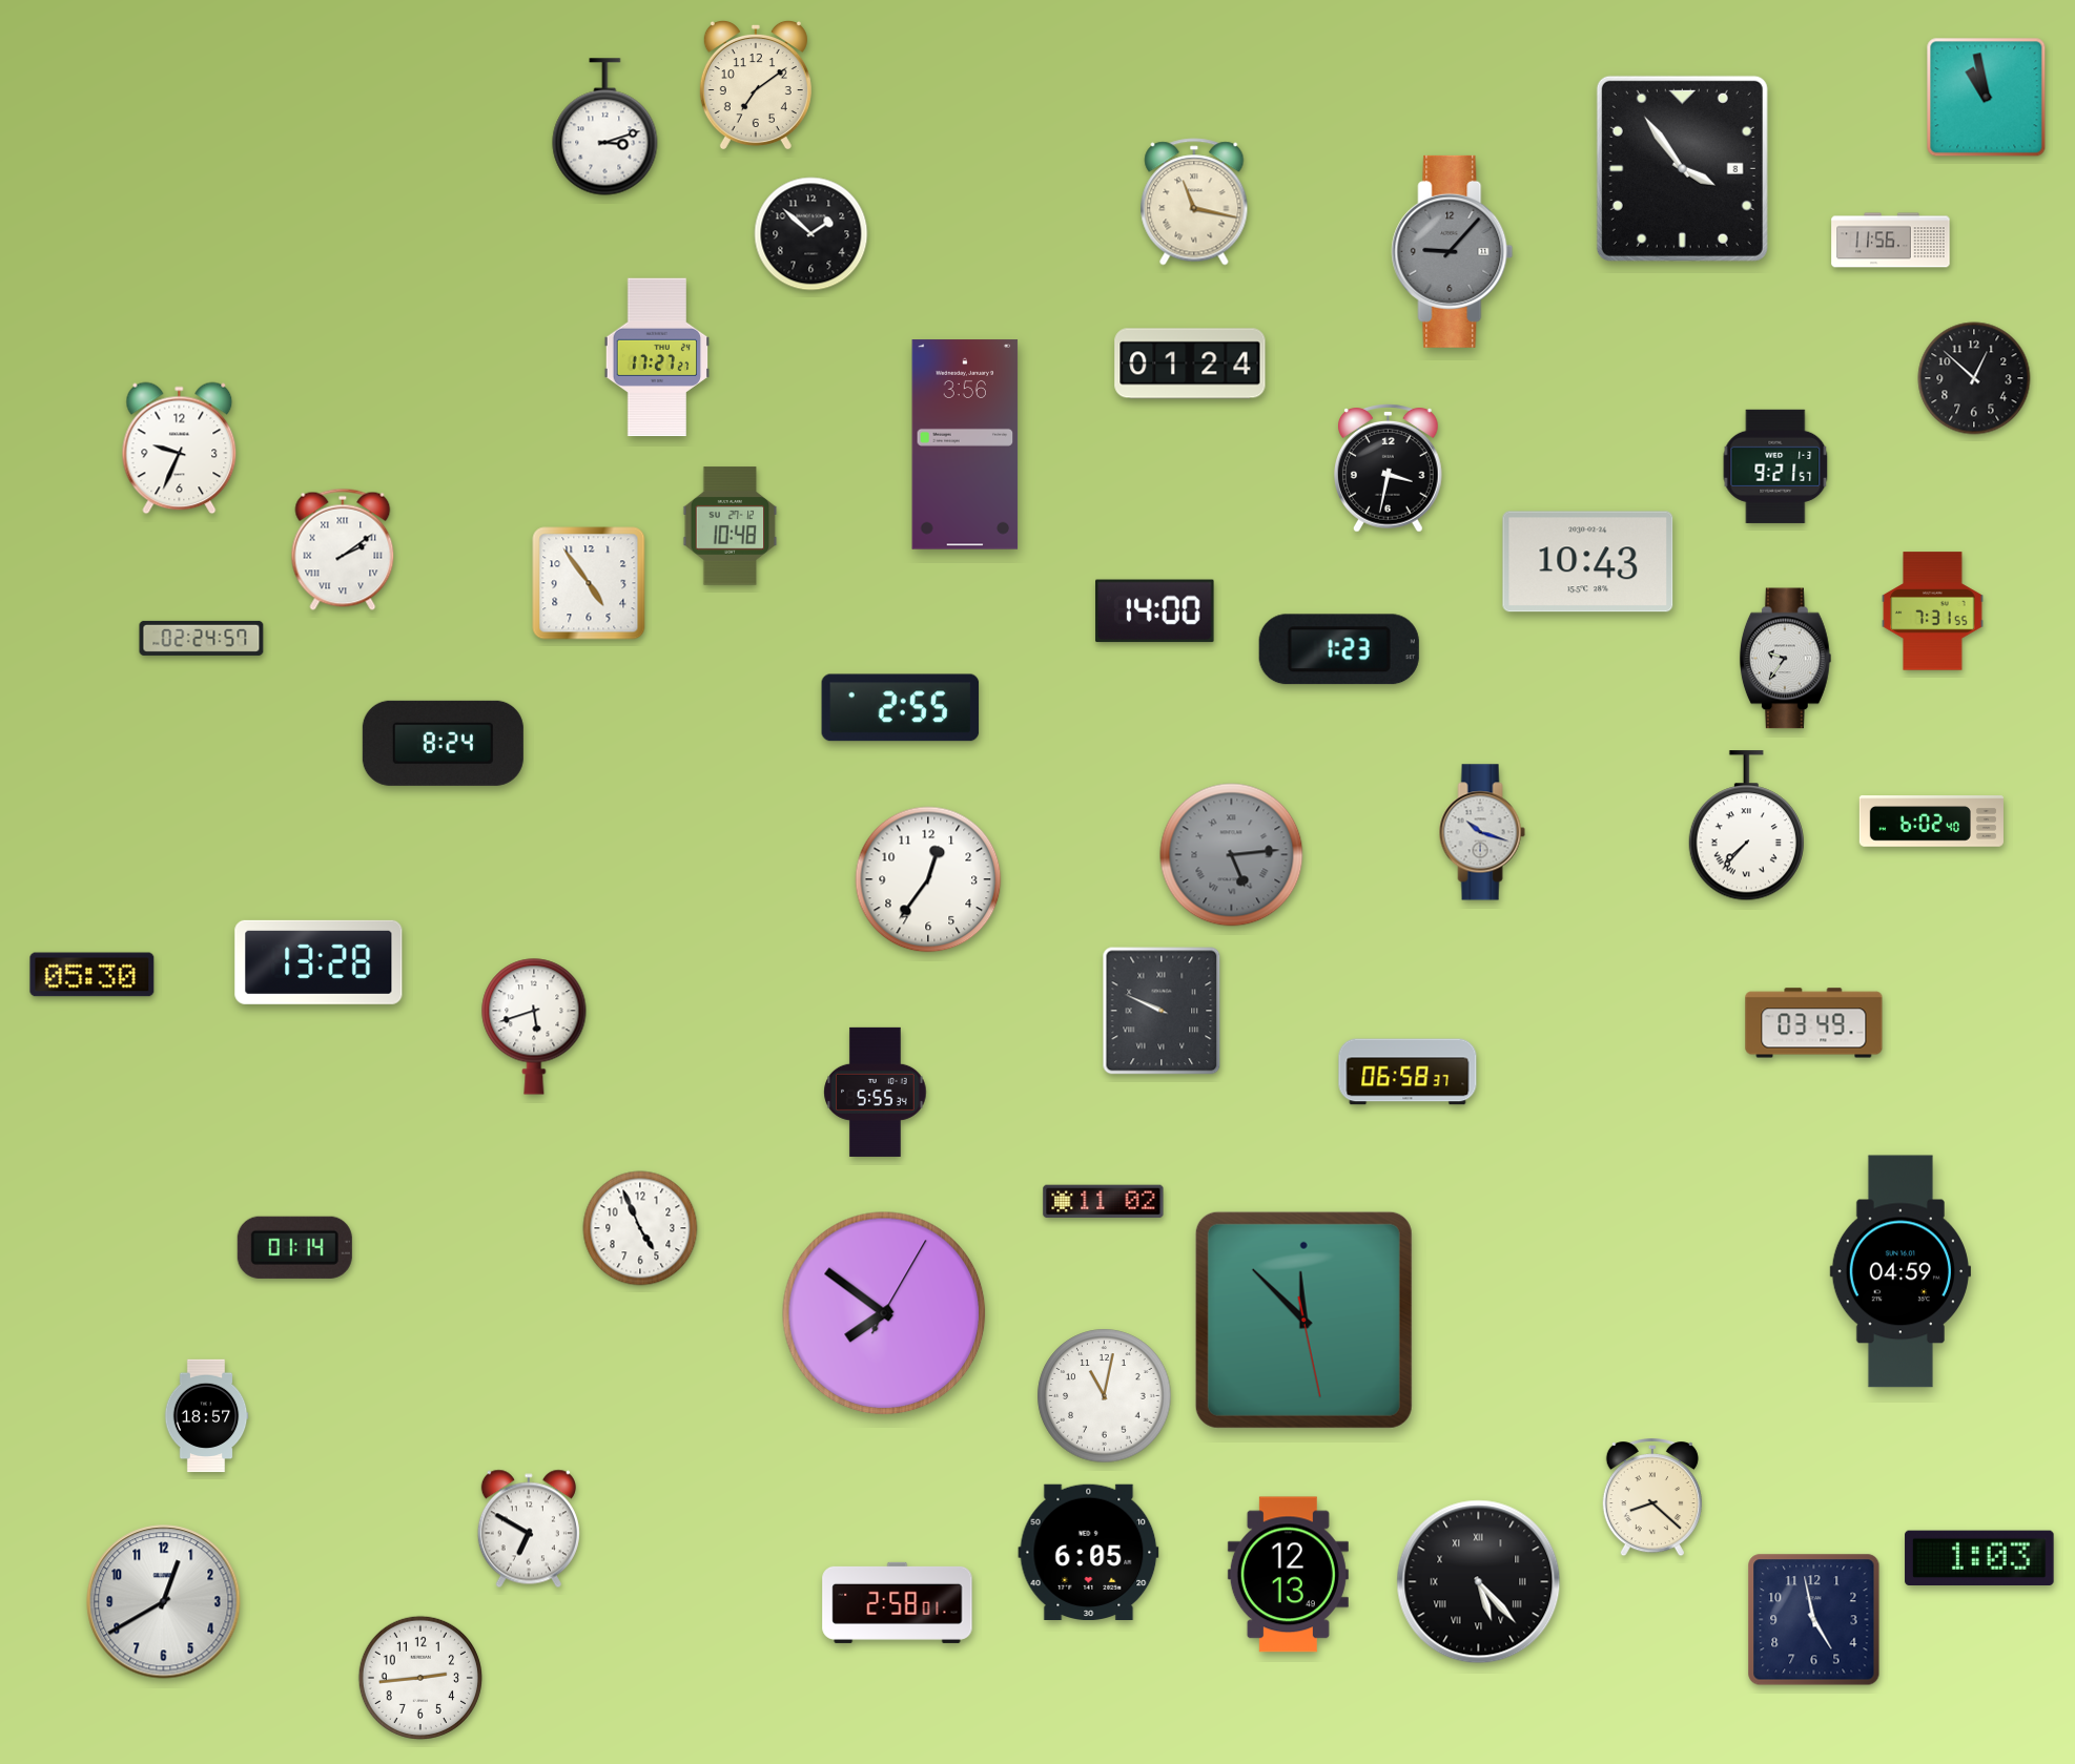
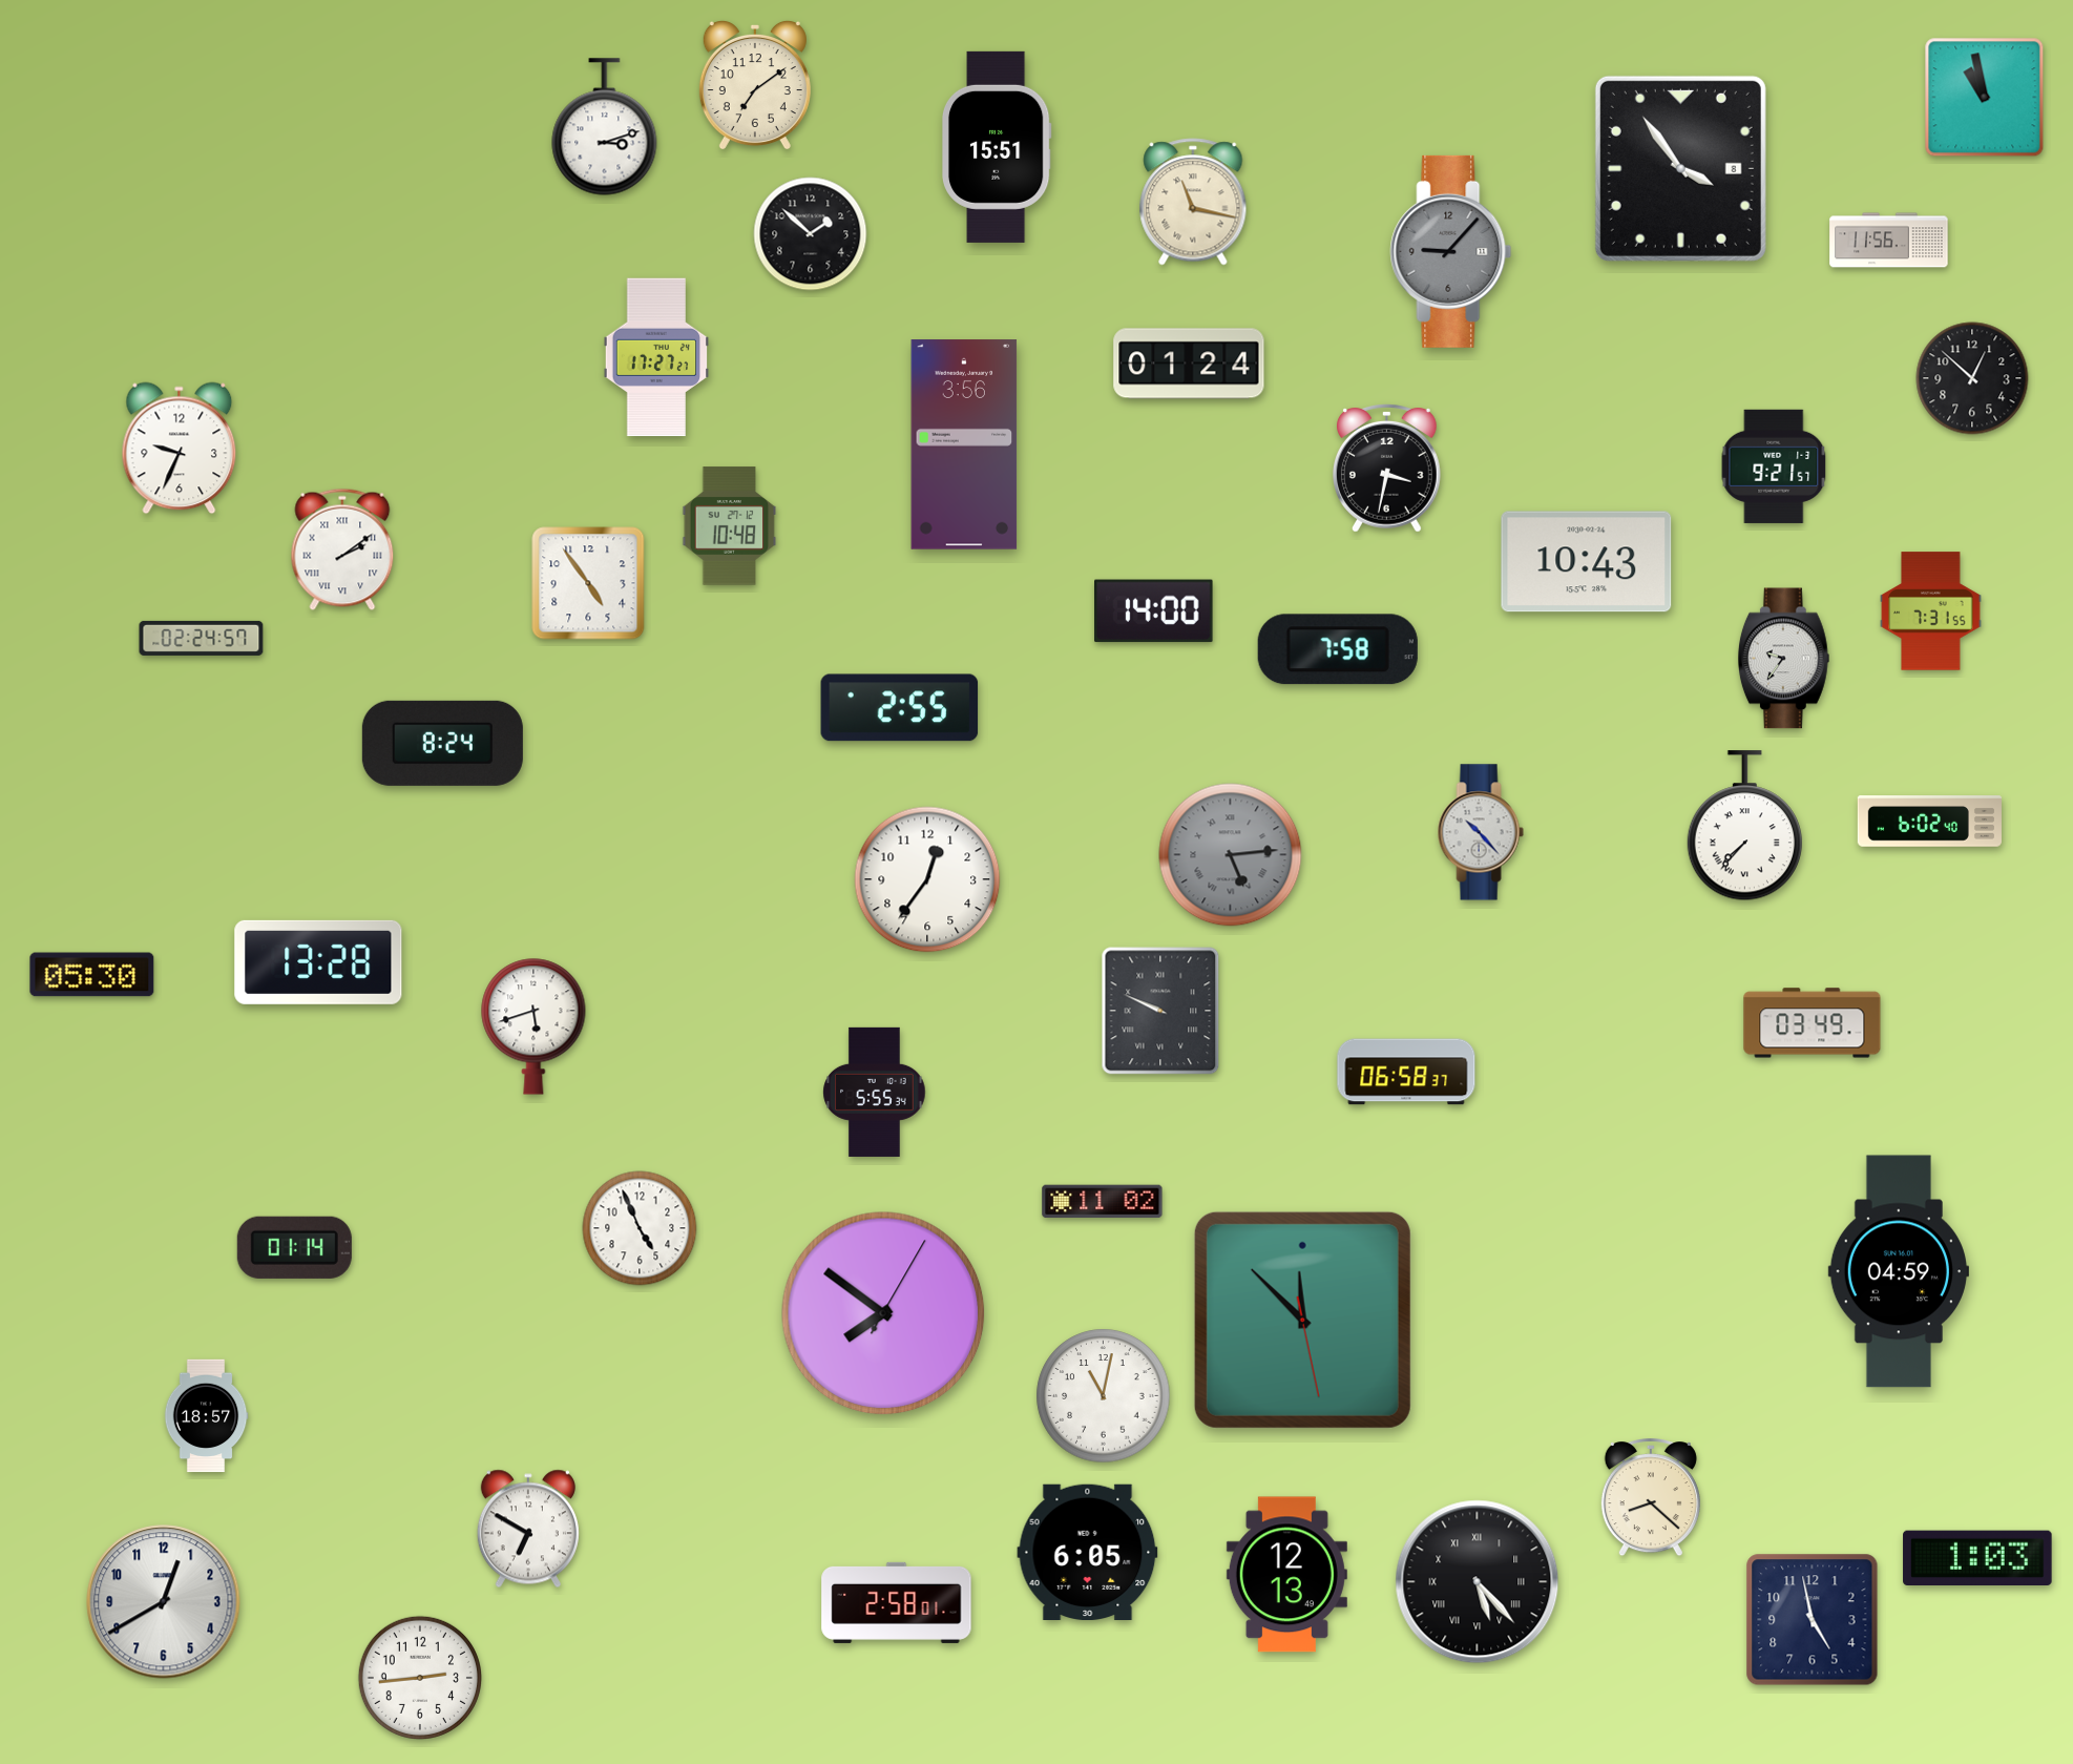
clock at (997, 147): none -> 15:51
clock at (1339, 649): 1:23 -> 7:58
clock at (1482, 832): 10:18 -> 10:23
